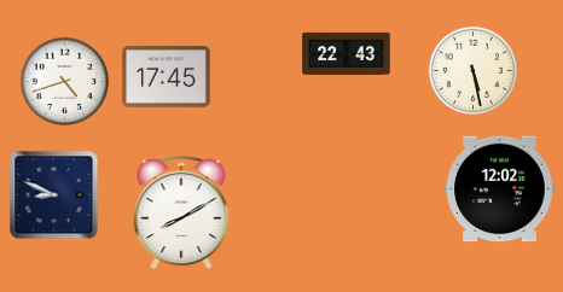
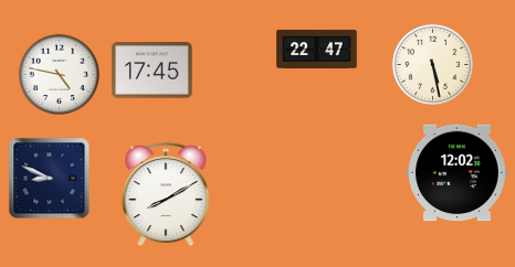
clock at (347, 53): 22:43 -> 22:47
clock at (64, 81): 4:42 -> 4:47
